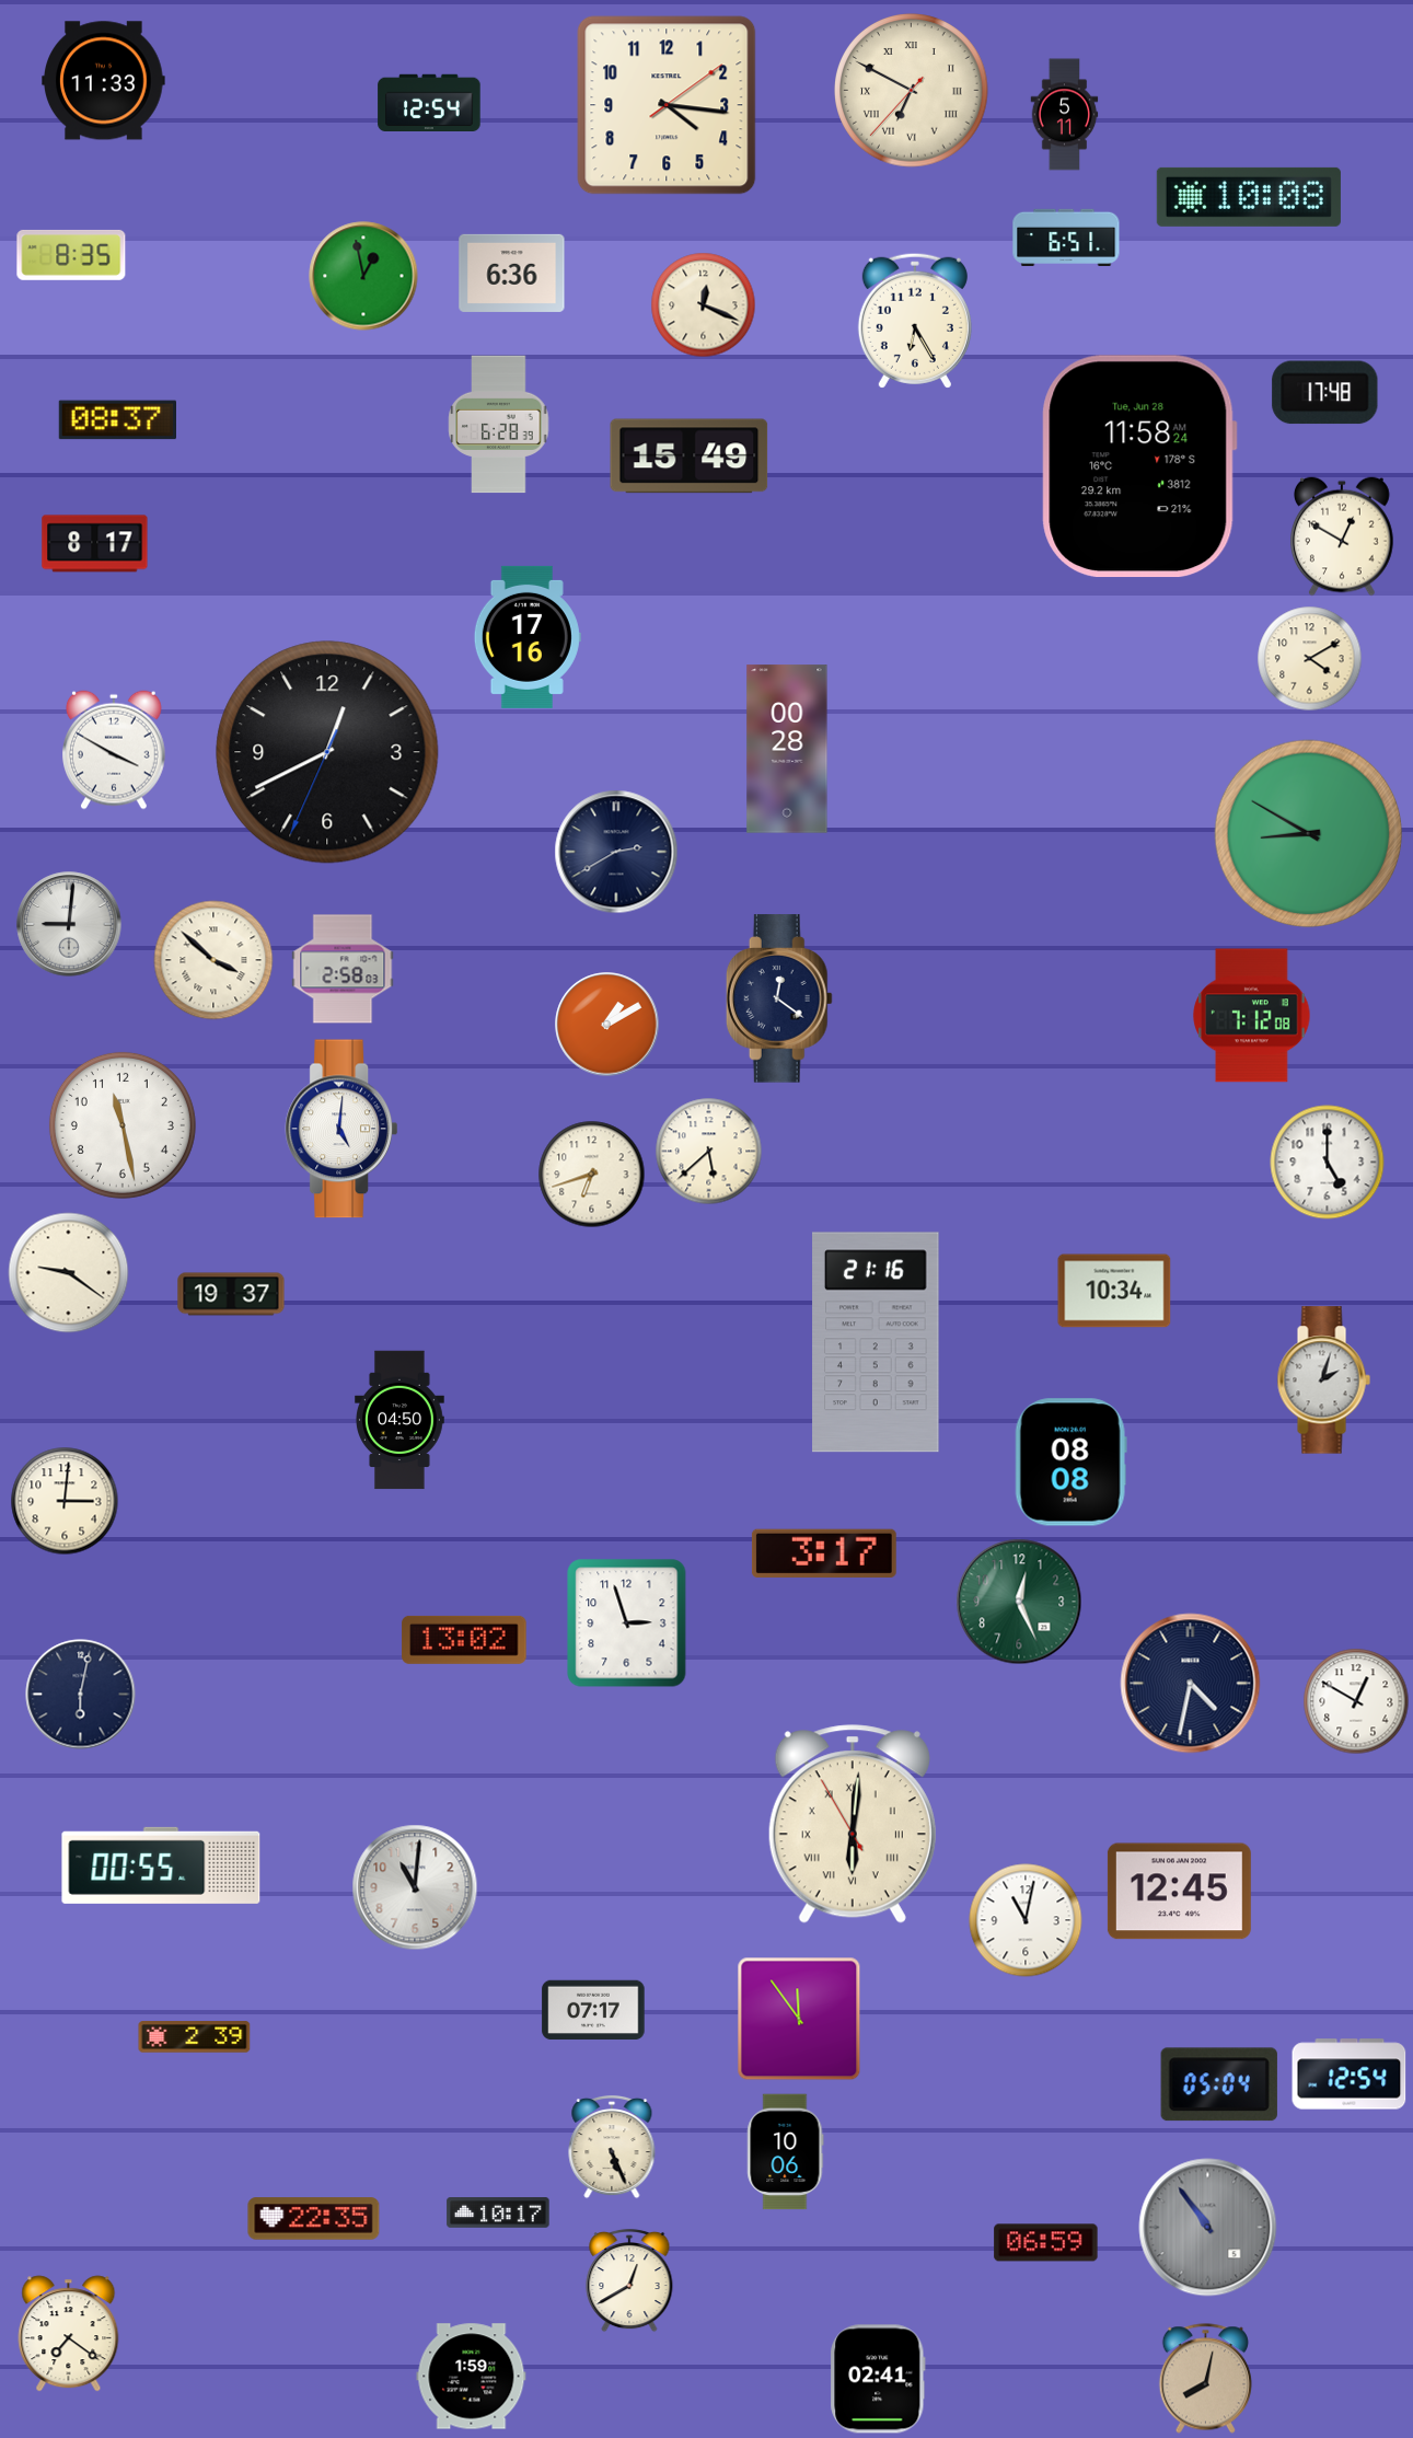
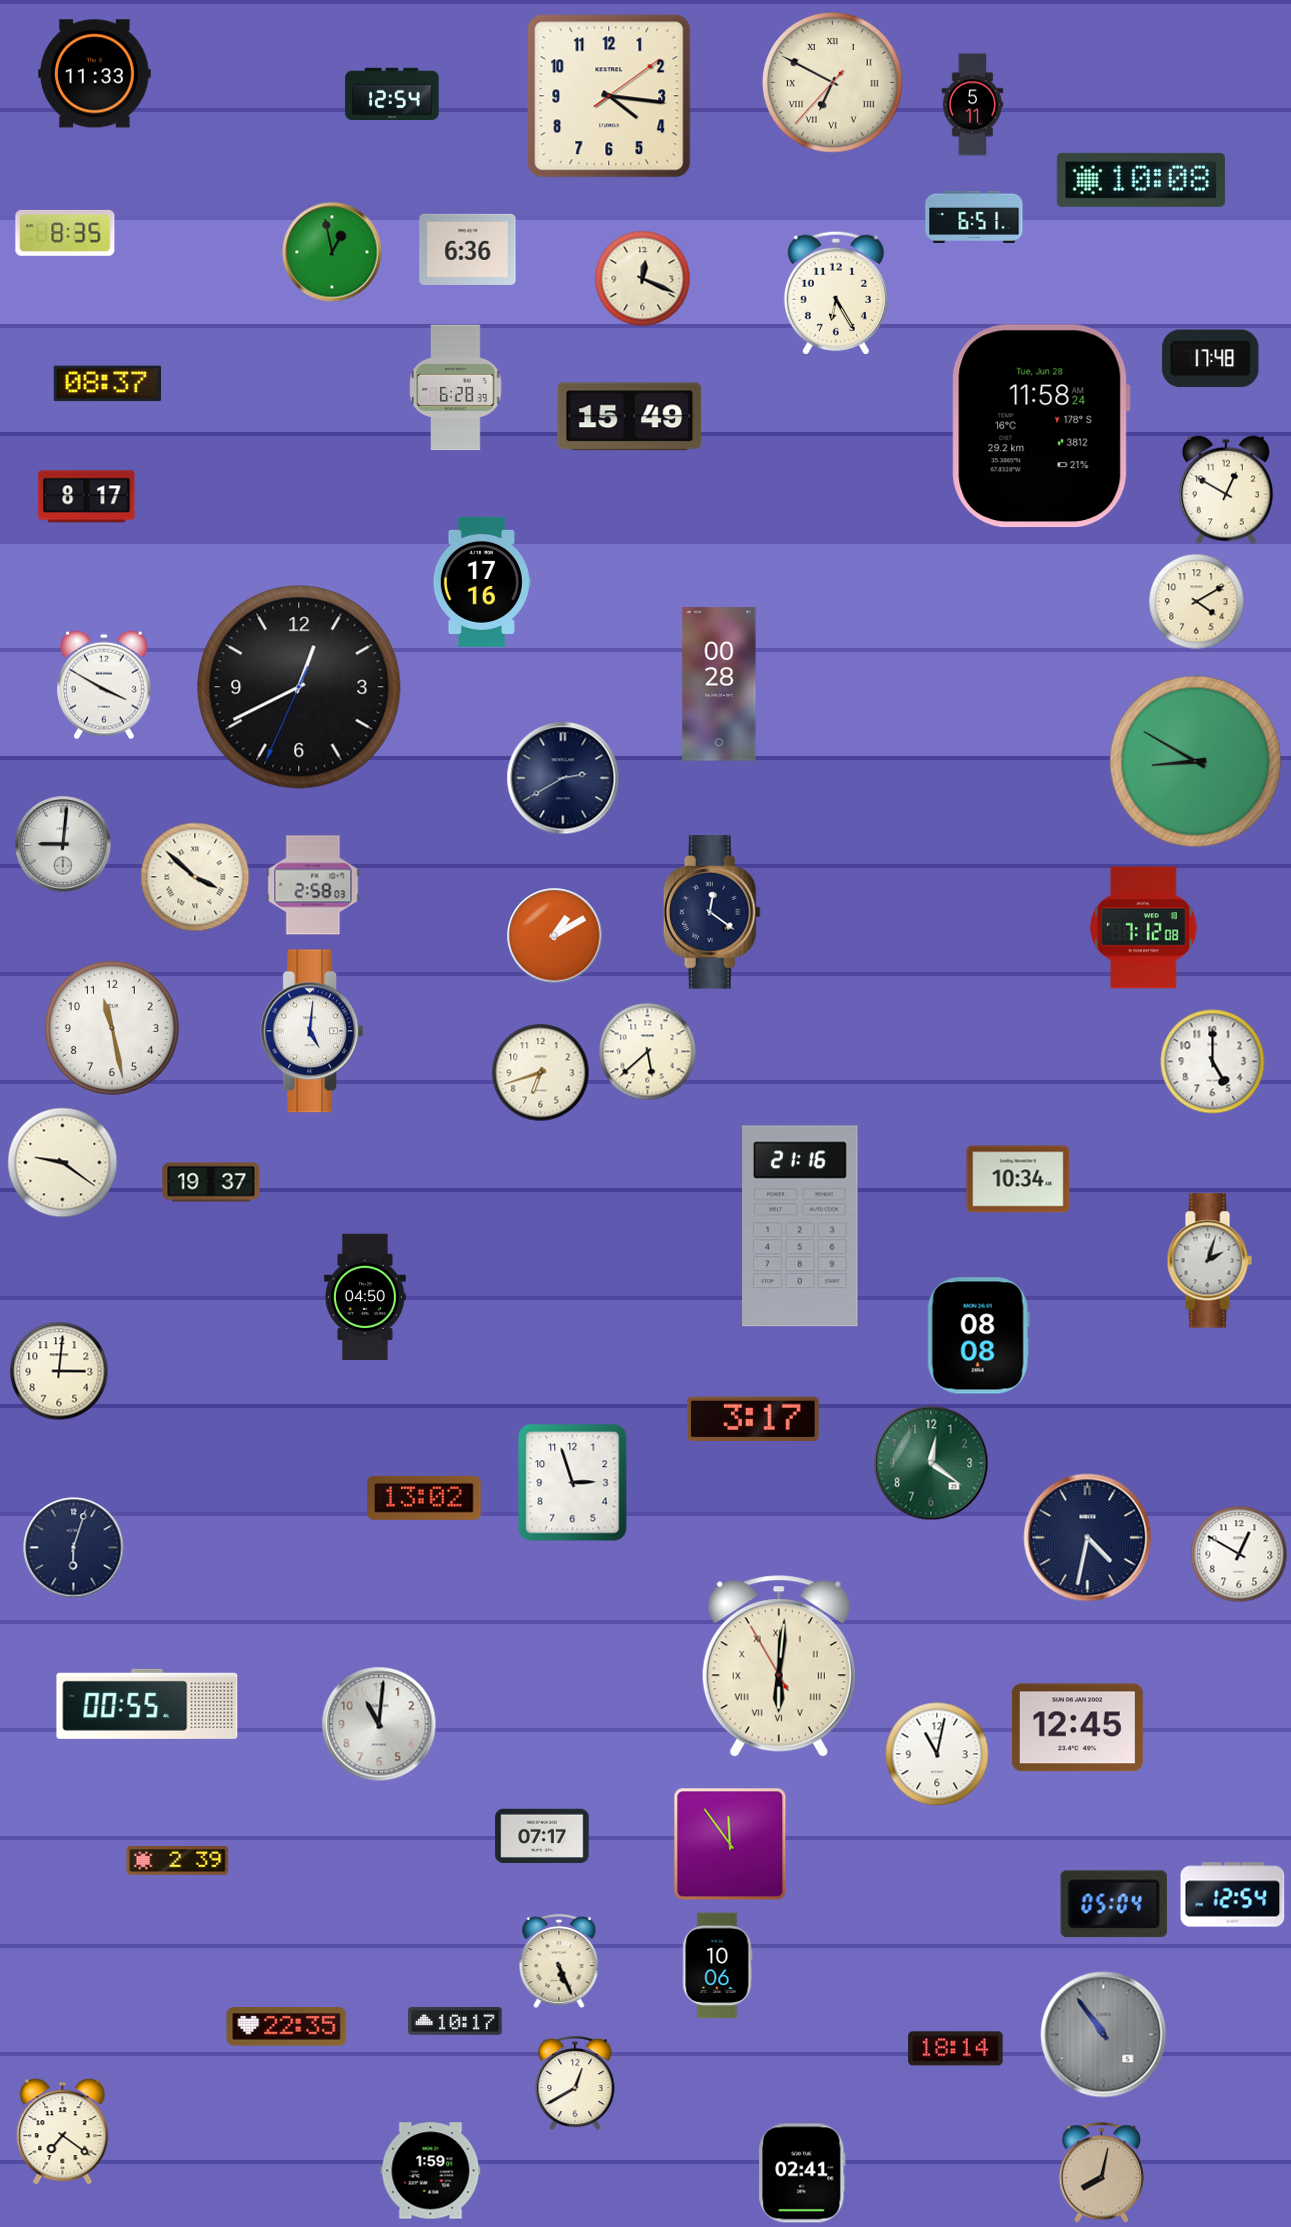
clock at (1019, 1602): 12:26 -> 12:21
clock at (81, 1695): 6:02 -> 6:03
clock at (1046, 2243): 06:59 -> 18:14
